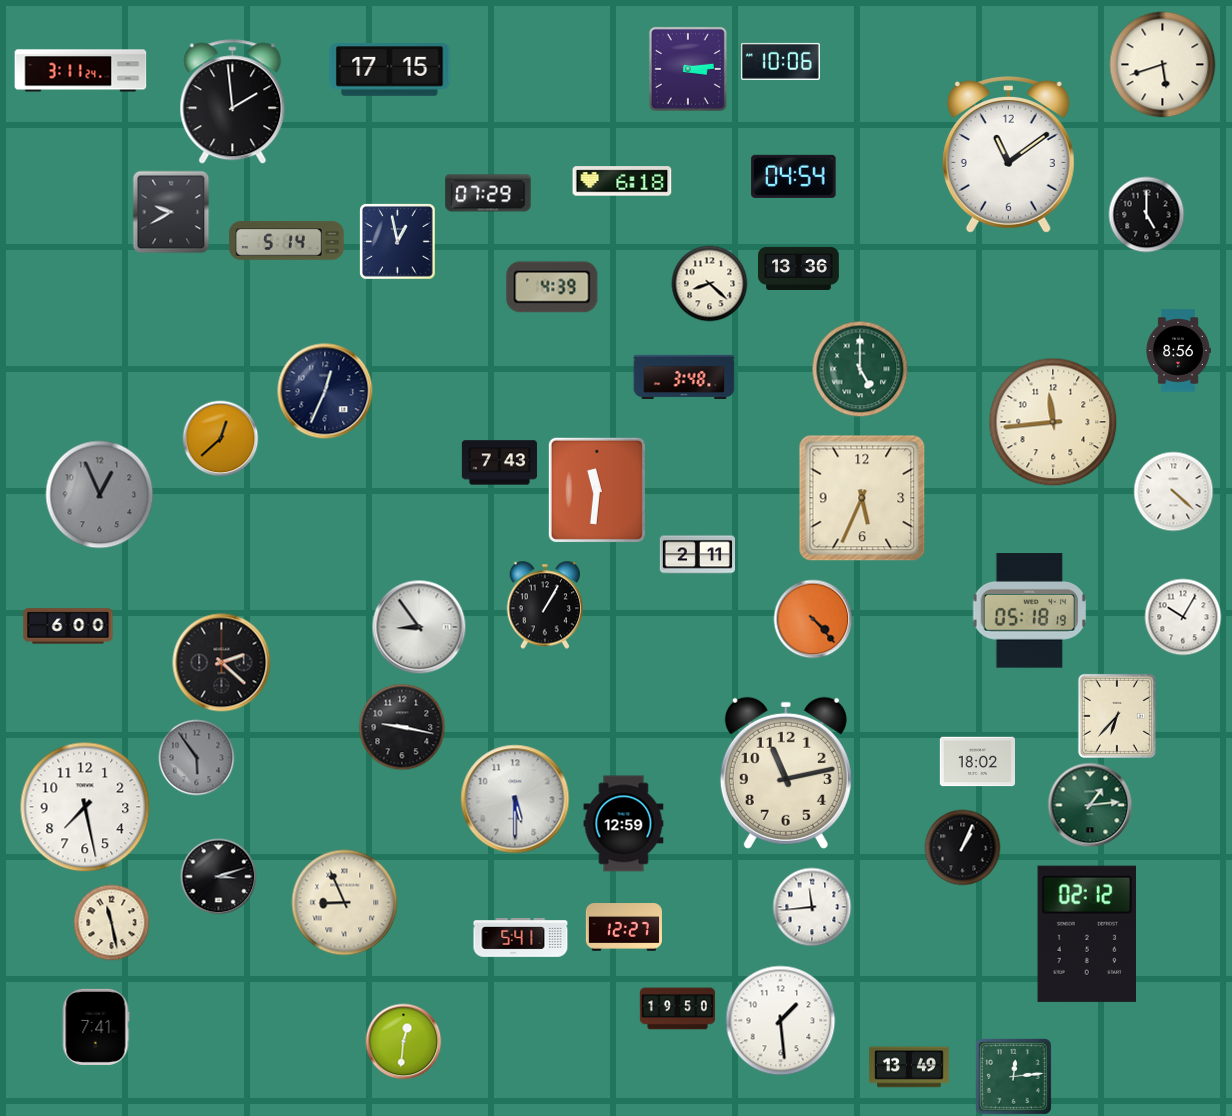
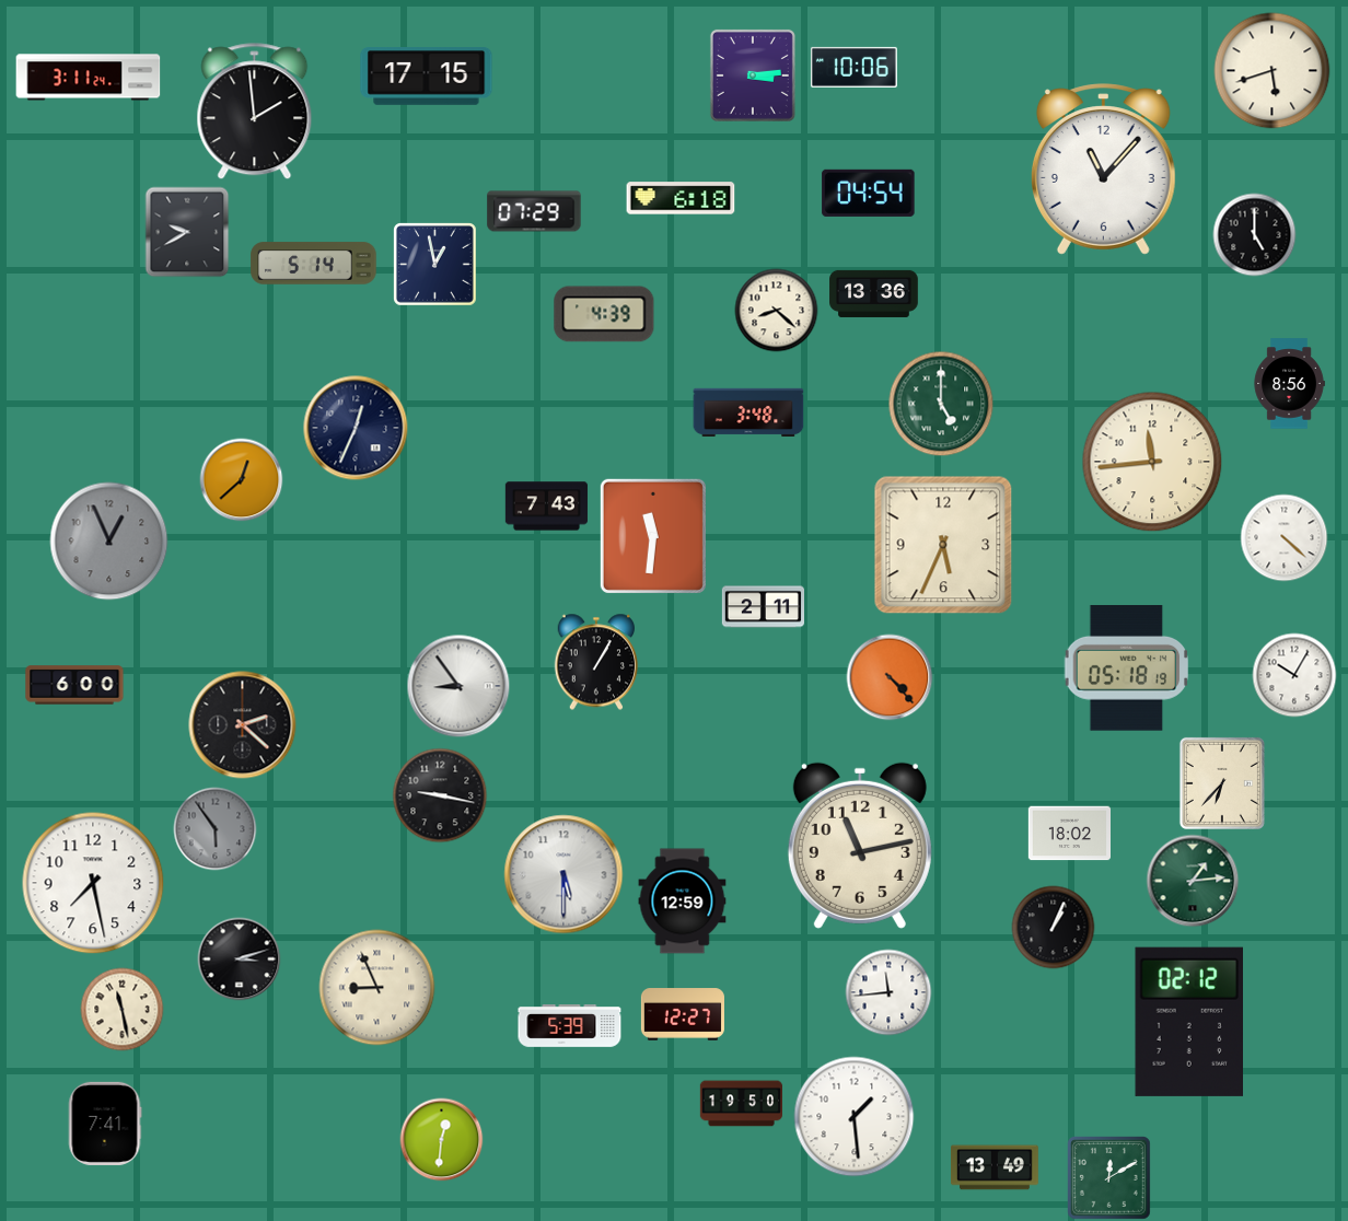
clock at (1008, 155): 11:09 -> 11:07
clock at (521, 938): 5:41 -> 5:39
clock at (1014, 1077): 12:14 -> 12:10
